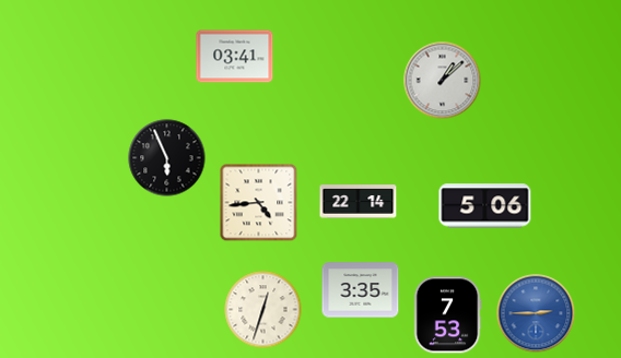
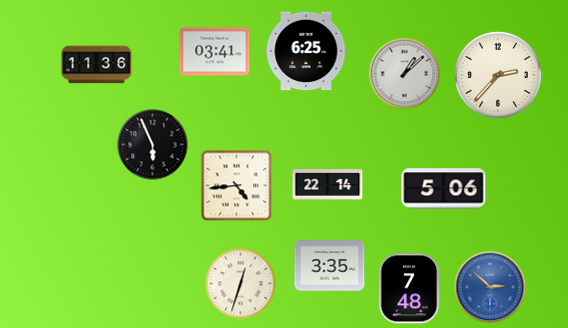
clock at (306, 51): none -> 6:25
clock at (97, 65): none -> 11:36
clock at (498, 75): none -> 2:37
clock at (536, 313): 2:45 -> 2:52
clock at (447, 315): 7:53 -> 7:48
